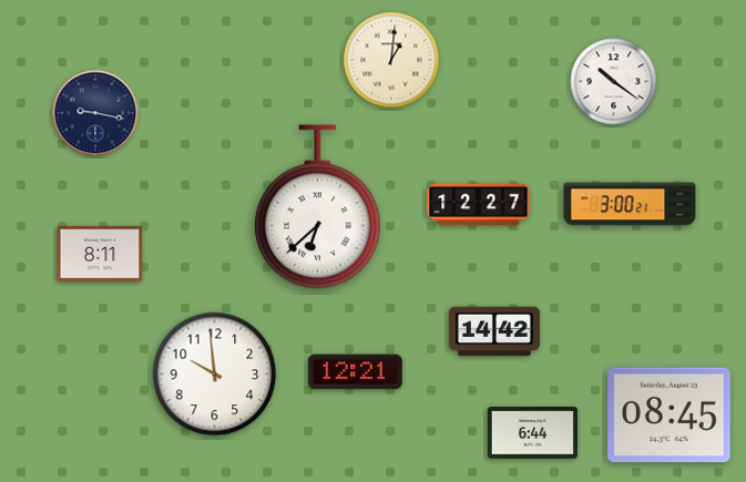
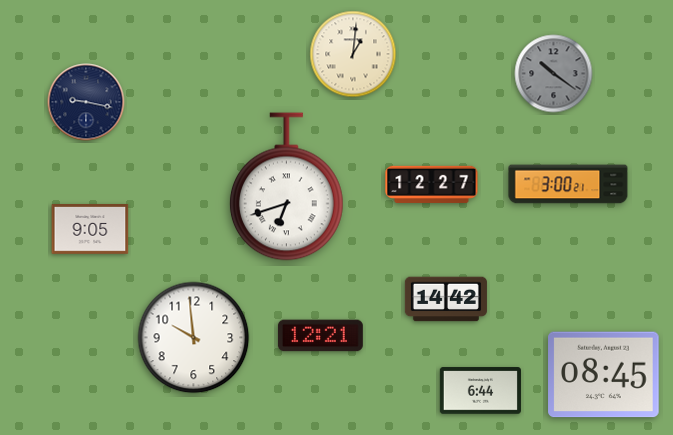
clock at (614, 82) dial: white -> grey
clock at (317, 207): 6:38 -> 6:42
clock at (100, 255): 8:11 -> 9:05
